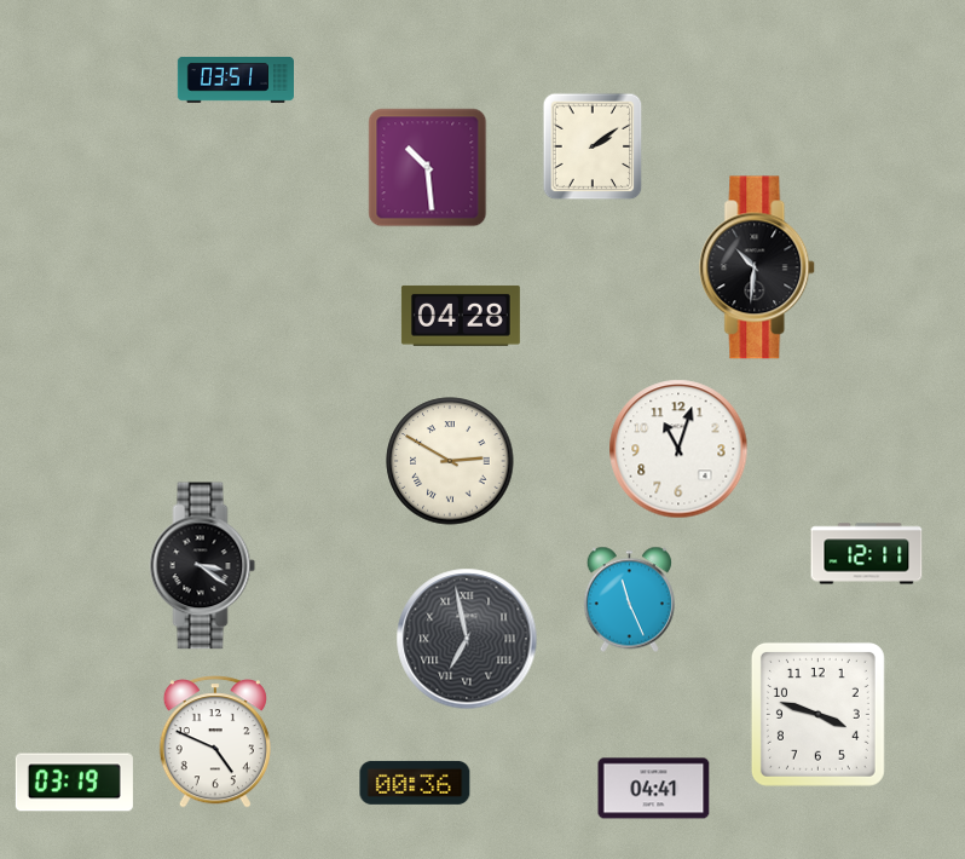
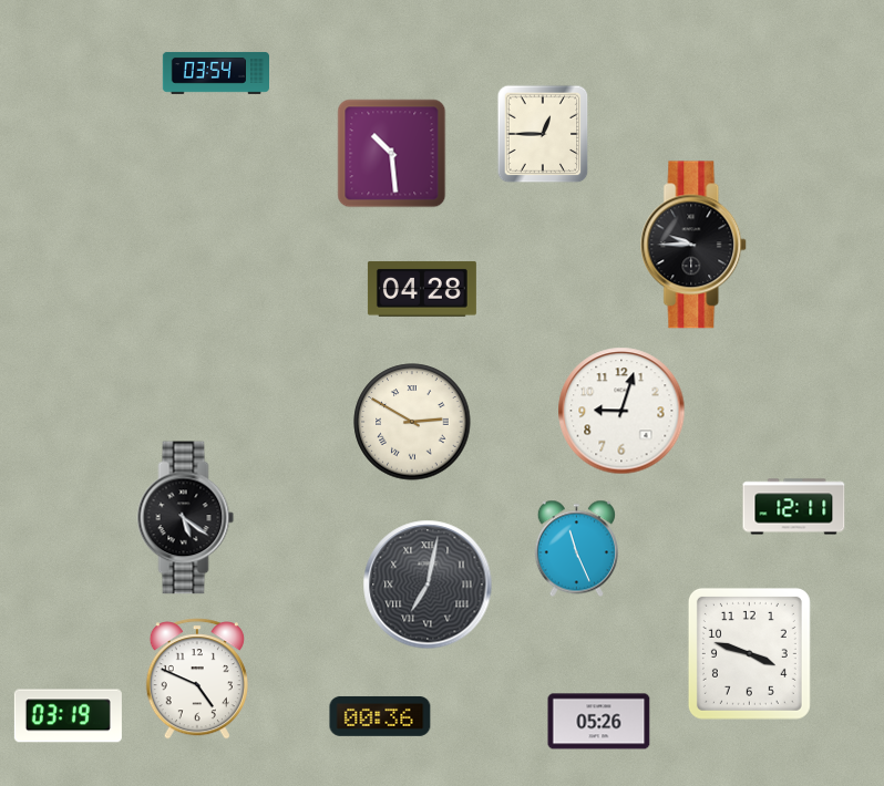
clock at (235, 80): 03:51 -> 03:54
clock at (593, 146): 2:09 -> 12:45
clock at (758, 267): 10:31 -> 9:45
clock at (678, 449): 11:03 -> 9:03
clock at (203, 566): 3:21 -> 5:21
clock at (467, 639): 6:58 -> 7:02
clock at (654, 789): 04:41 -> 05:26
